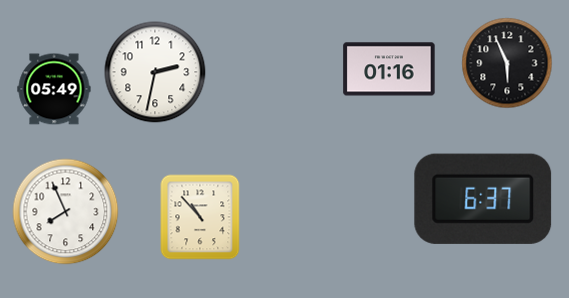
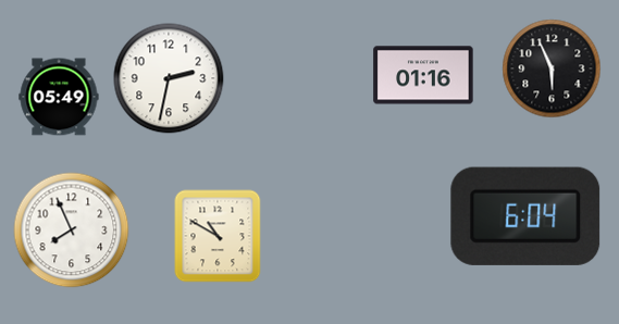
clock at (483, 199): 6:37 -> 6:04
clock at (200, 217): 10:53 -> 10:50
